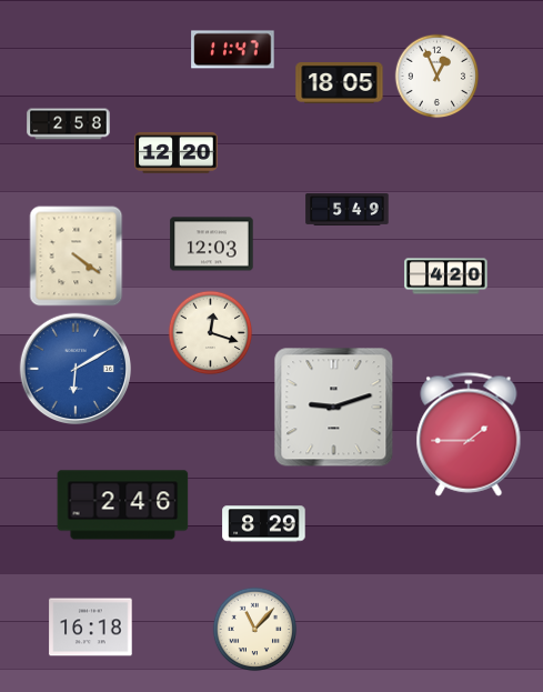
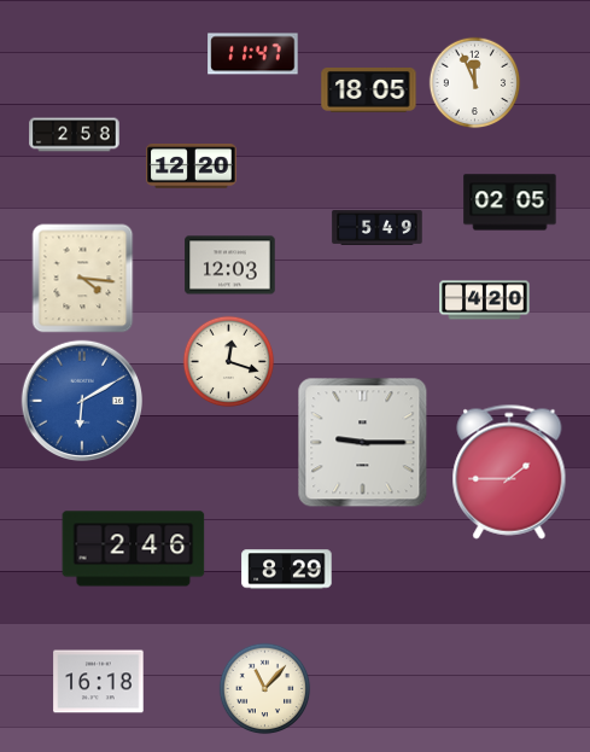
clock at (438, 77): 12:56 -> 11:56
clock at (510, 203): none -> 02:05
clock at (77, 257): 4:21 -> 4:16
clock at (334, 408): 9:12 -> 9:15
clock at (255, 630) position: (255, 630) -> (265, 689)
